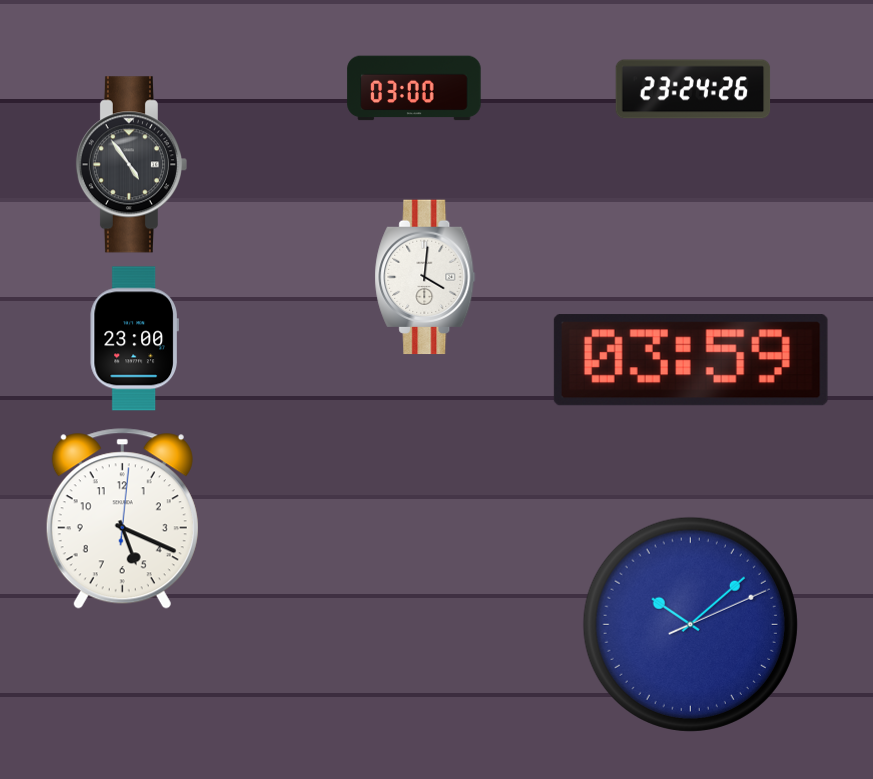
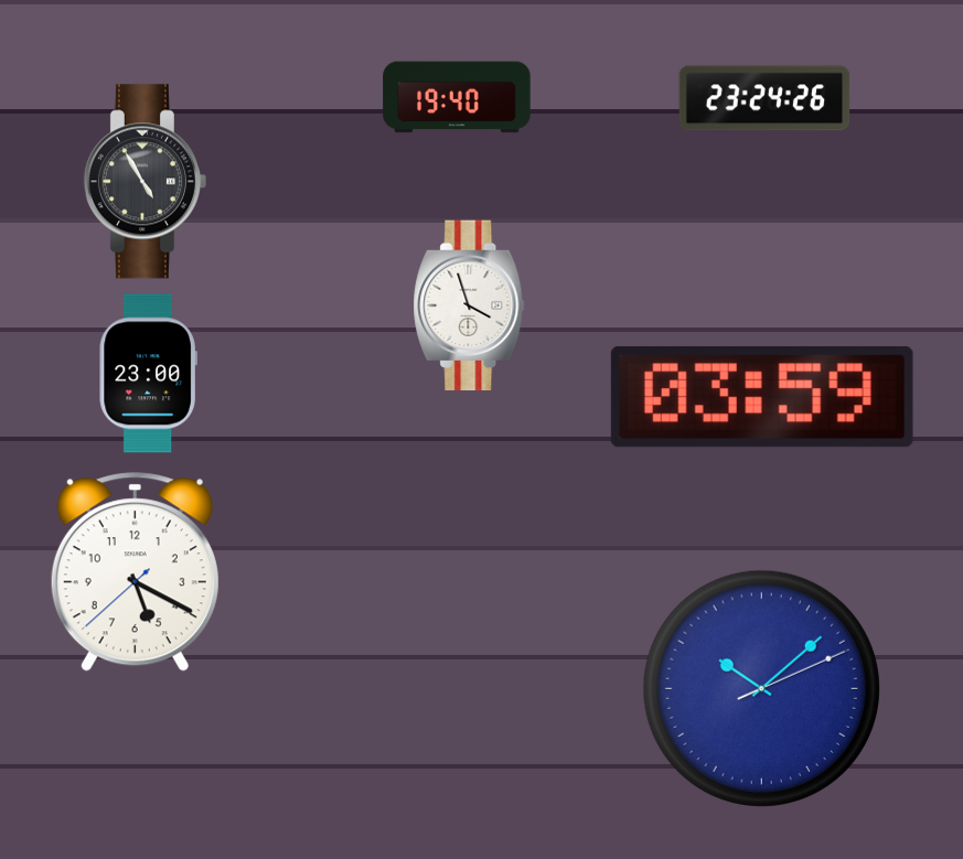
clock at (414, 88): 03:00 -> 19:40
clock at (131, 165): 4:54 -> 4:55
clock at (425, 277): 4:01 -> 3:57
clock at (122, 519): 5:19:01 -> 5:19:38
